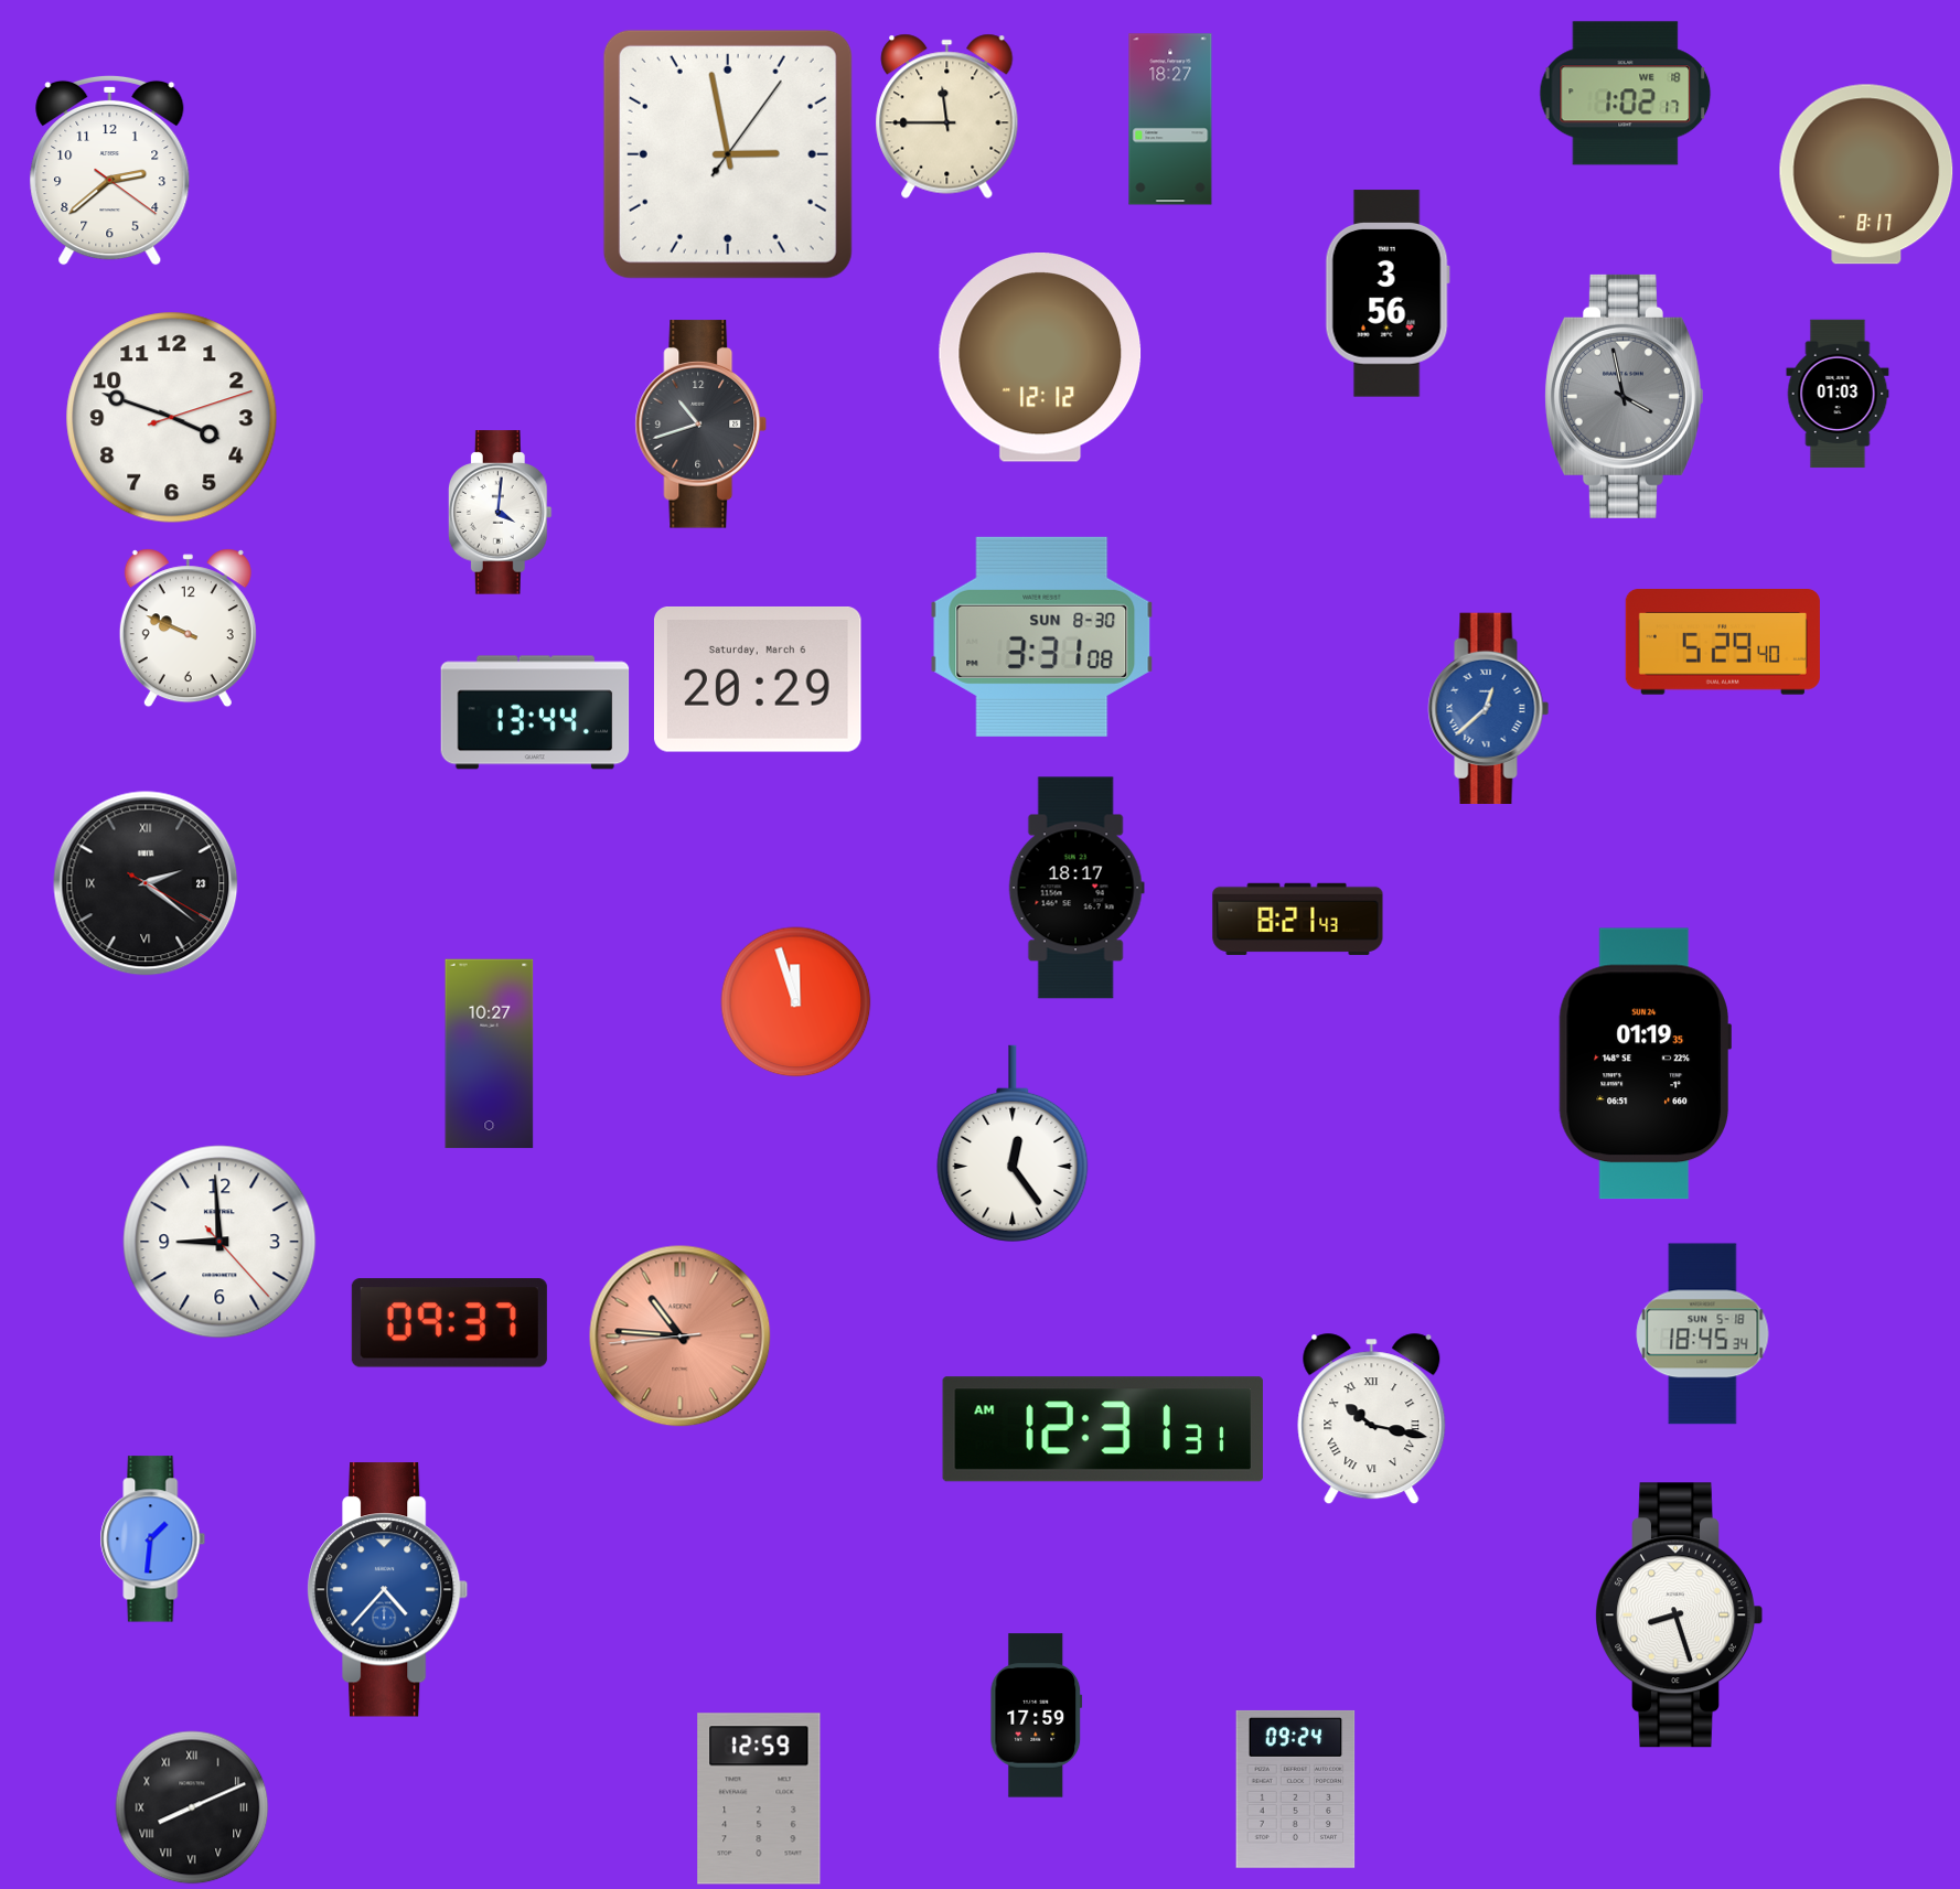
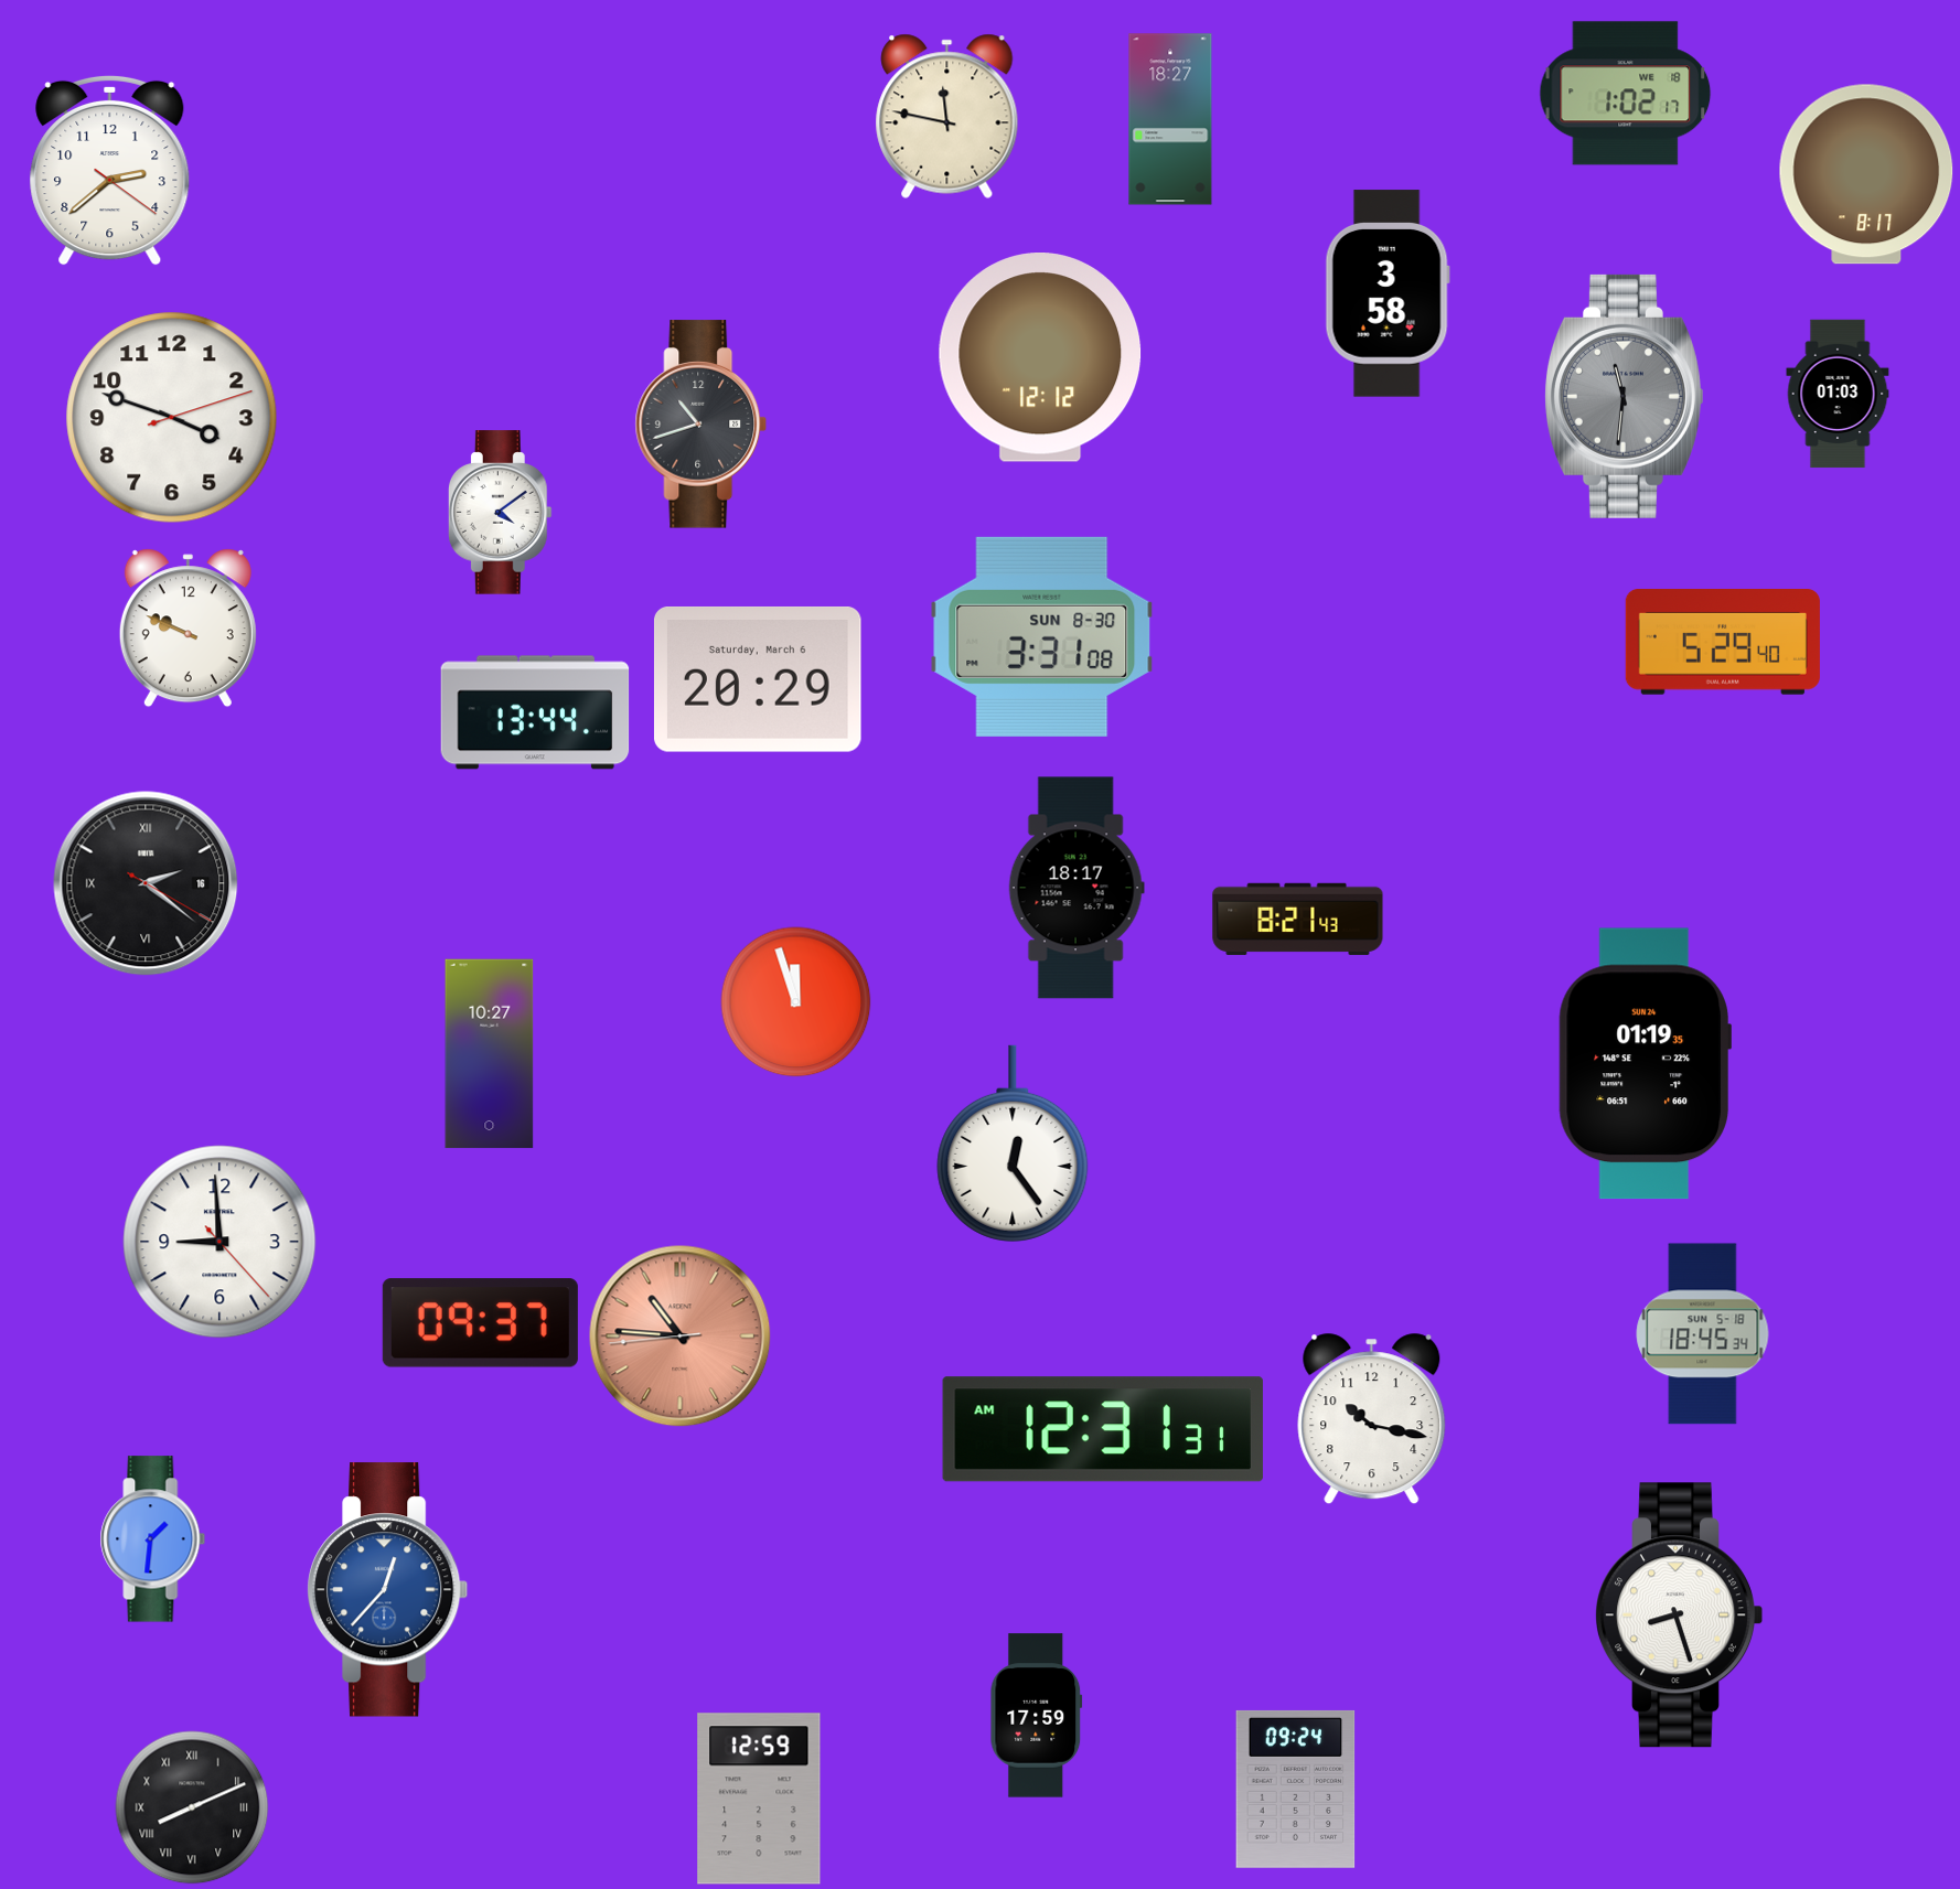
clock at (947, 116): 11:45 -> 11:47
clock at (728, 154): 2:58 -> none
clock at (1388, 293): 3:56 -> 3:58
clock at (1624, 396): 3:58 -> 11:31
clock at (500, 513): 4:01 -> 4:09
clock at (1489, 708): 12:38 -> none
clock at (146, 883) date: 23 -> 16
clock at (449, 1323) position: (449, 1323) -> (480, 1323)
clock at (1372, 1419) numerals: Roman -> Arabic
clock at (388, 1590): 4:37 -> 12:37
